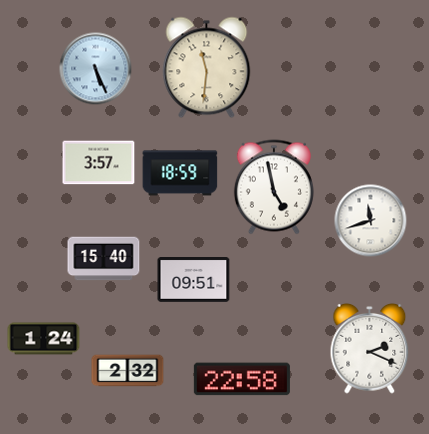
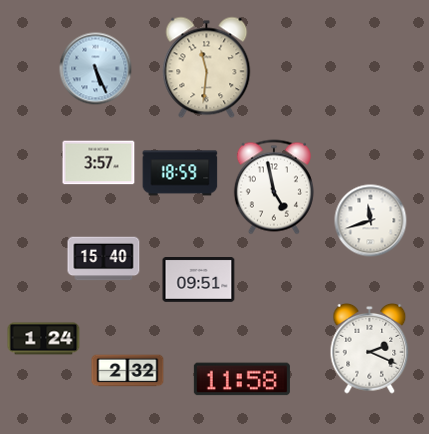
clock at (194, 280) position: (194, 280) -> (199, 280)
clock at (242, 379): 22:58 -> 11:58
